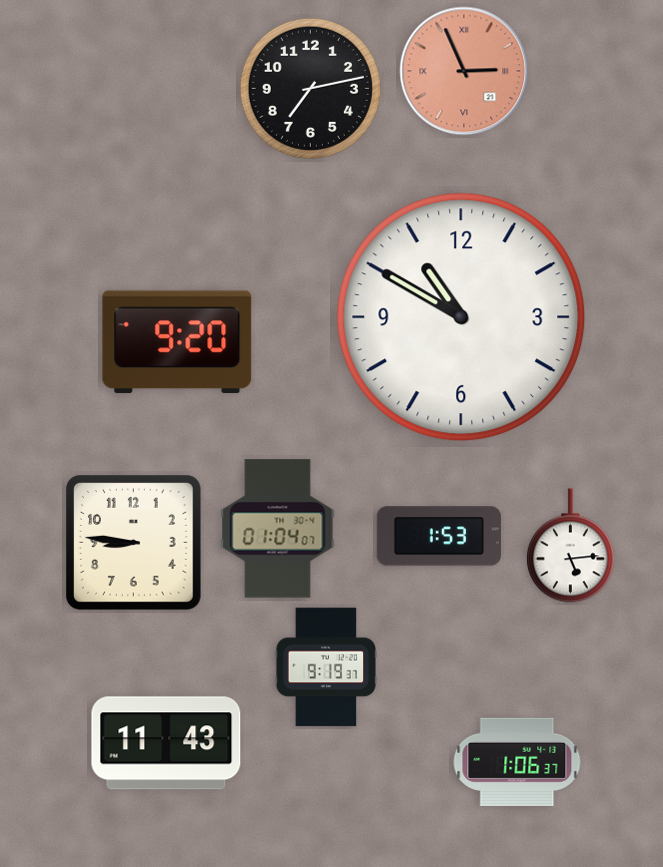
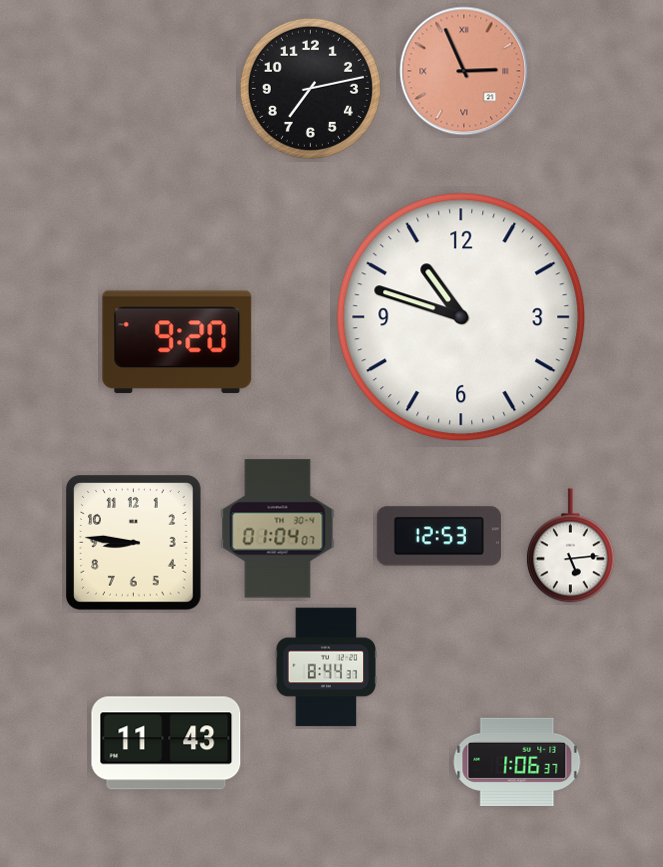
clock at (461, 317): 10:50 -> 10:48
clock at (439, 536): 1:53 -> 12:53
clock at (326, 667): 9:19 -> 8:44
